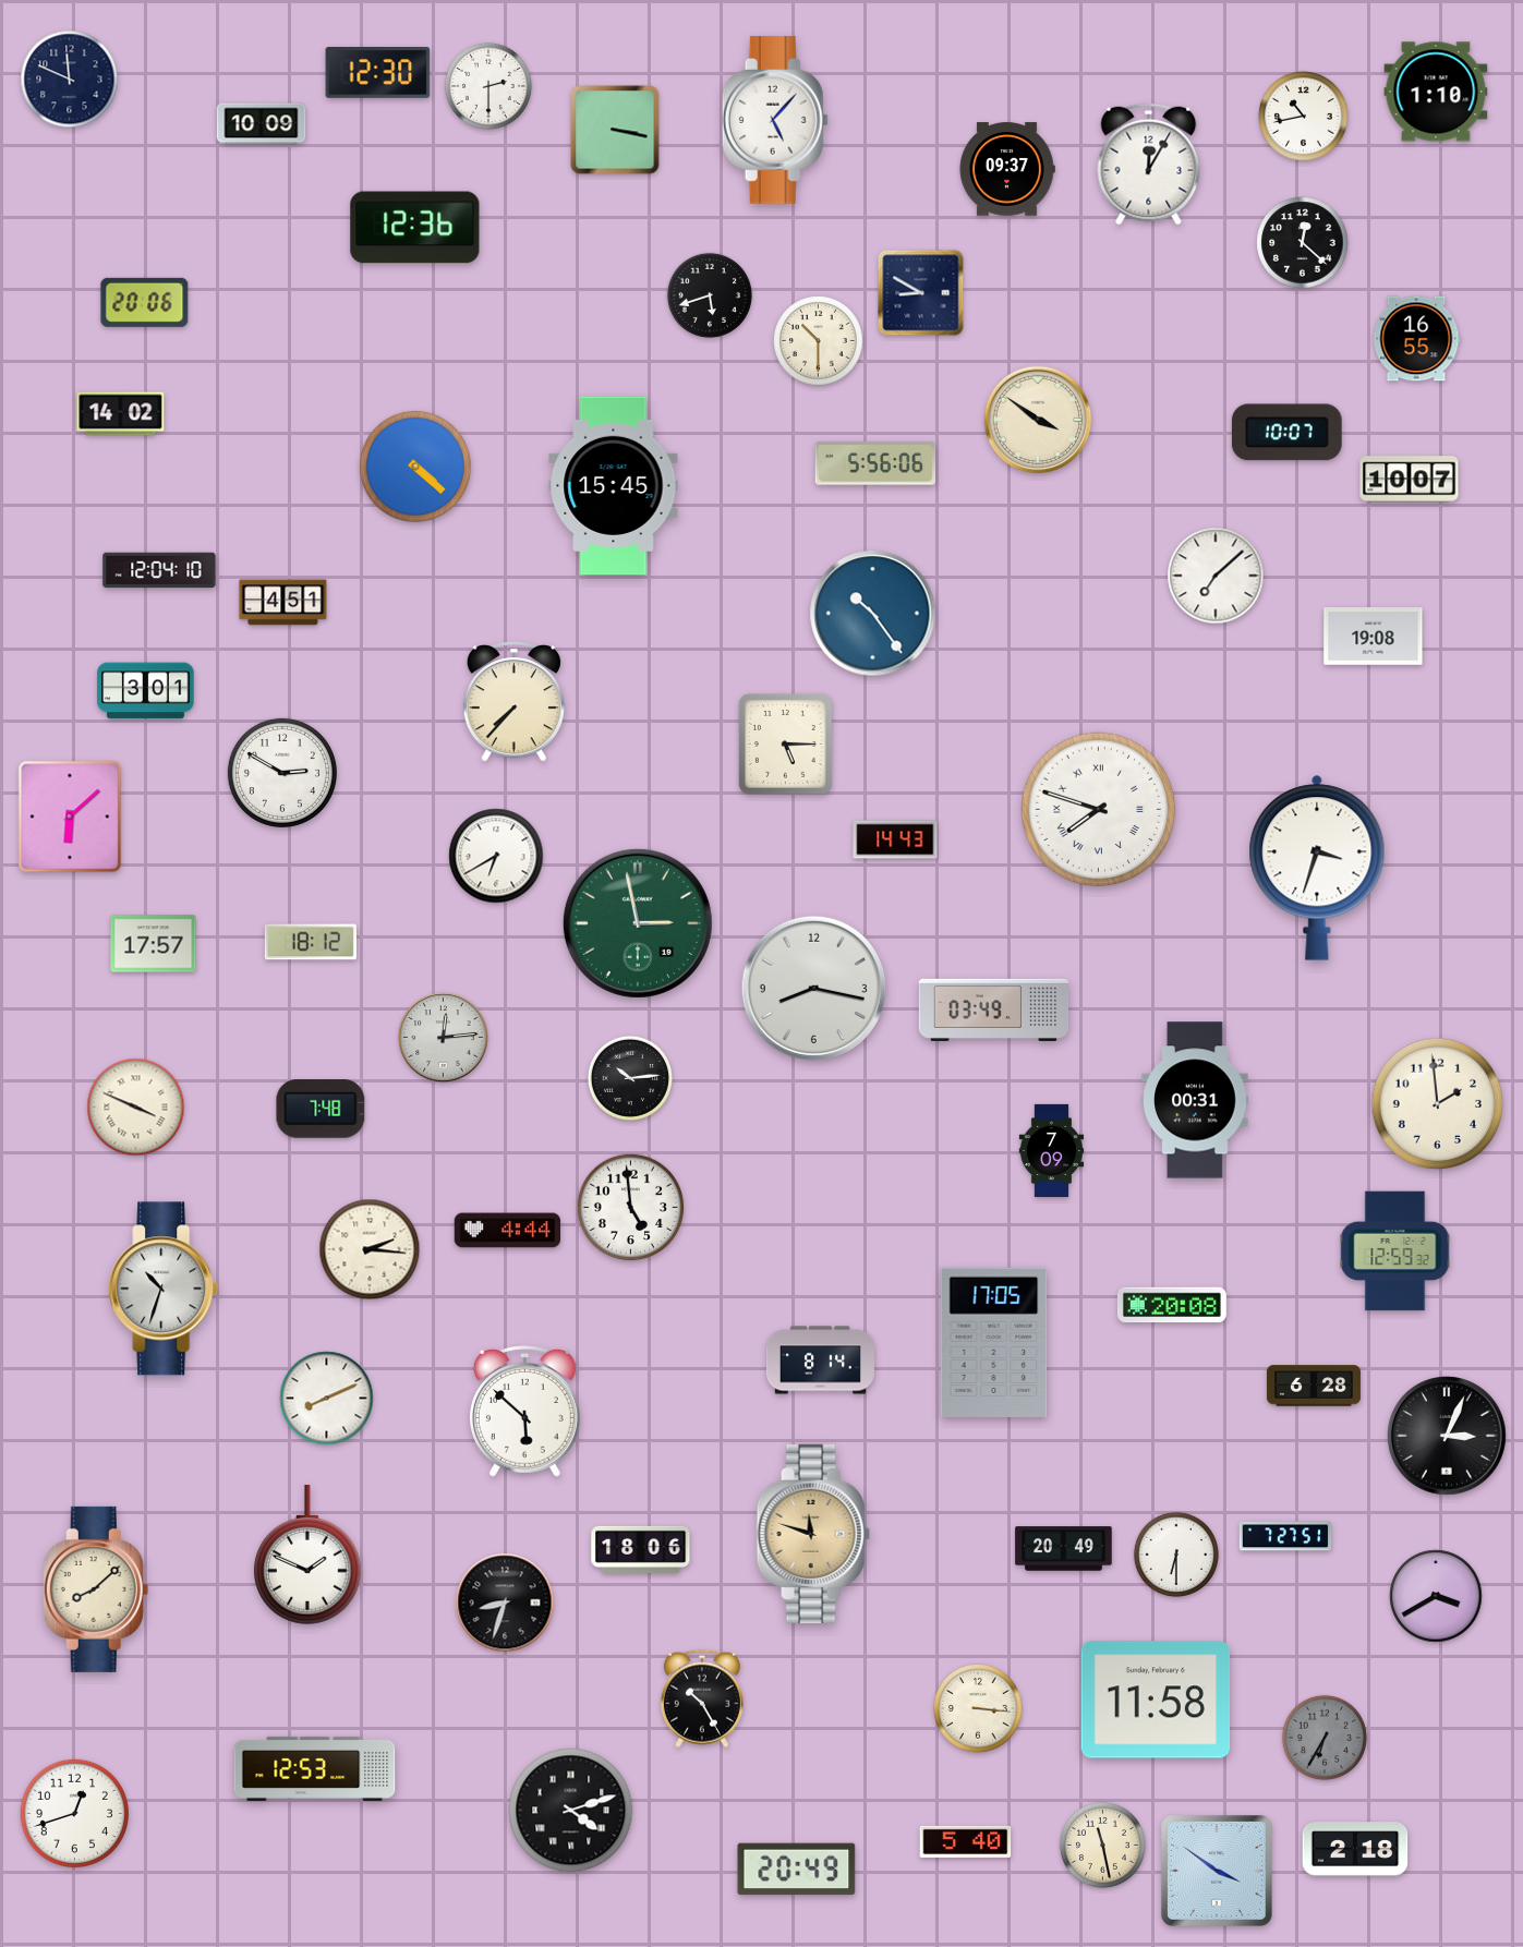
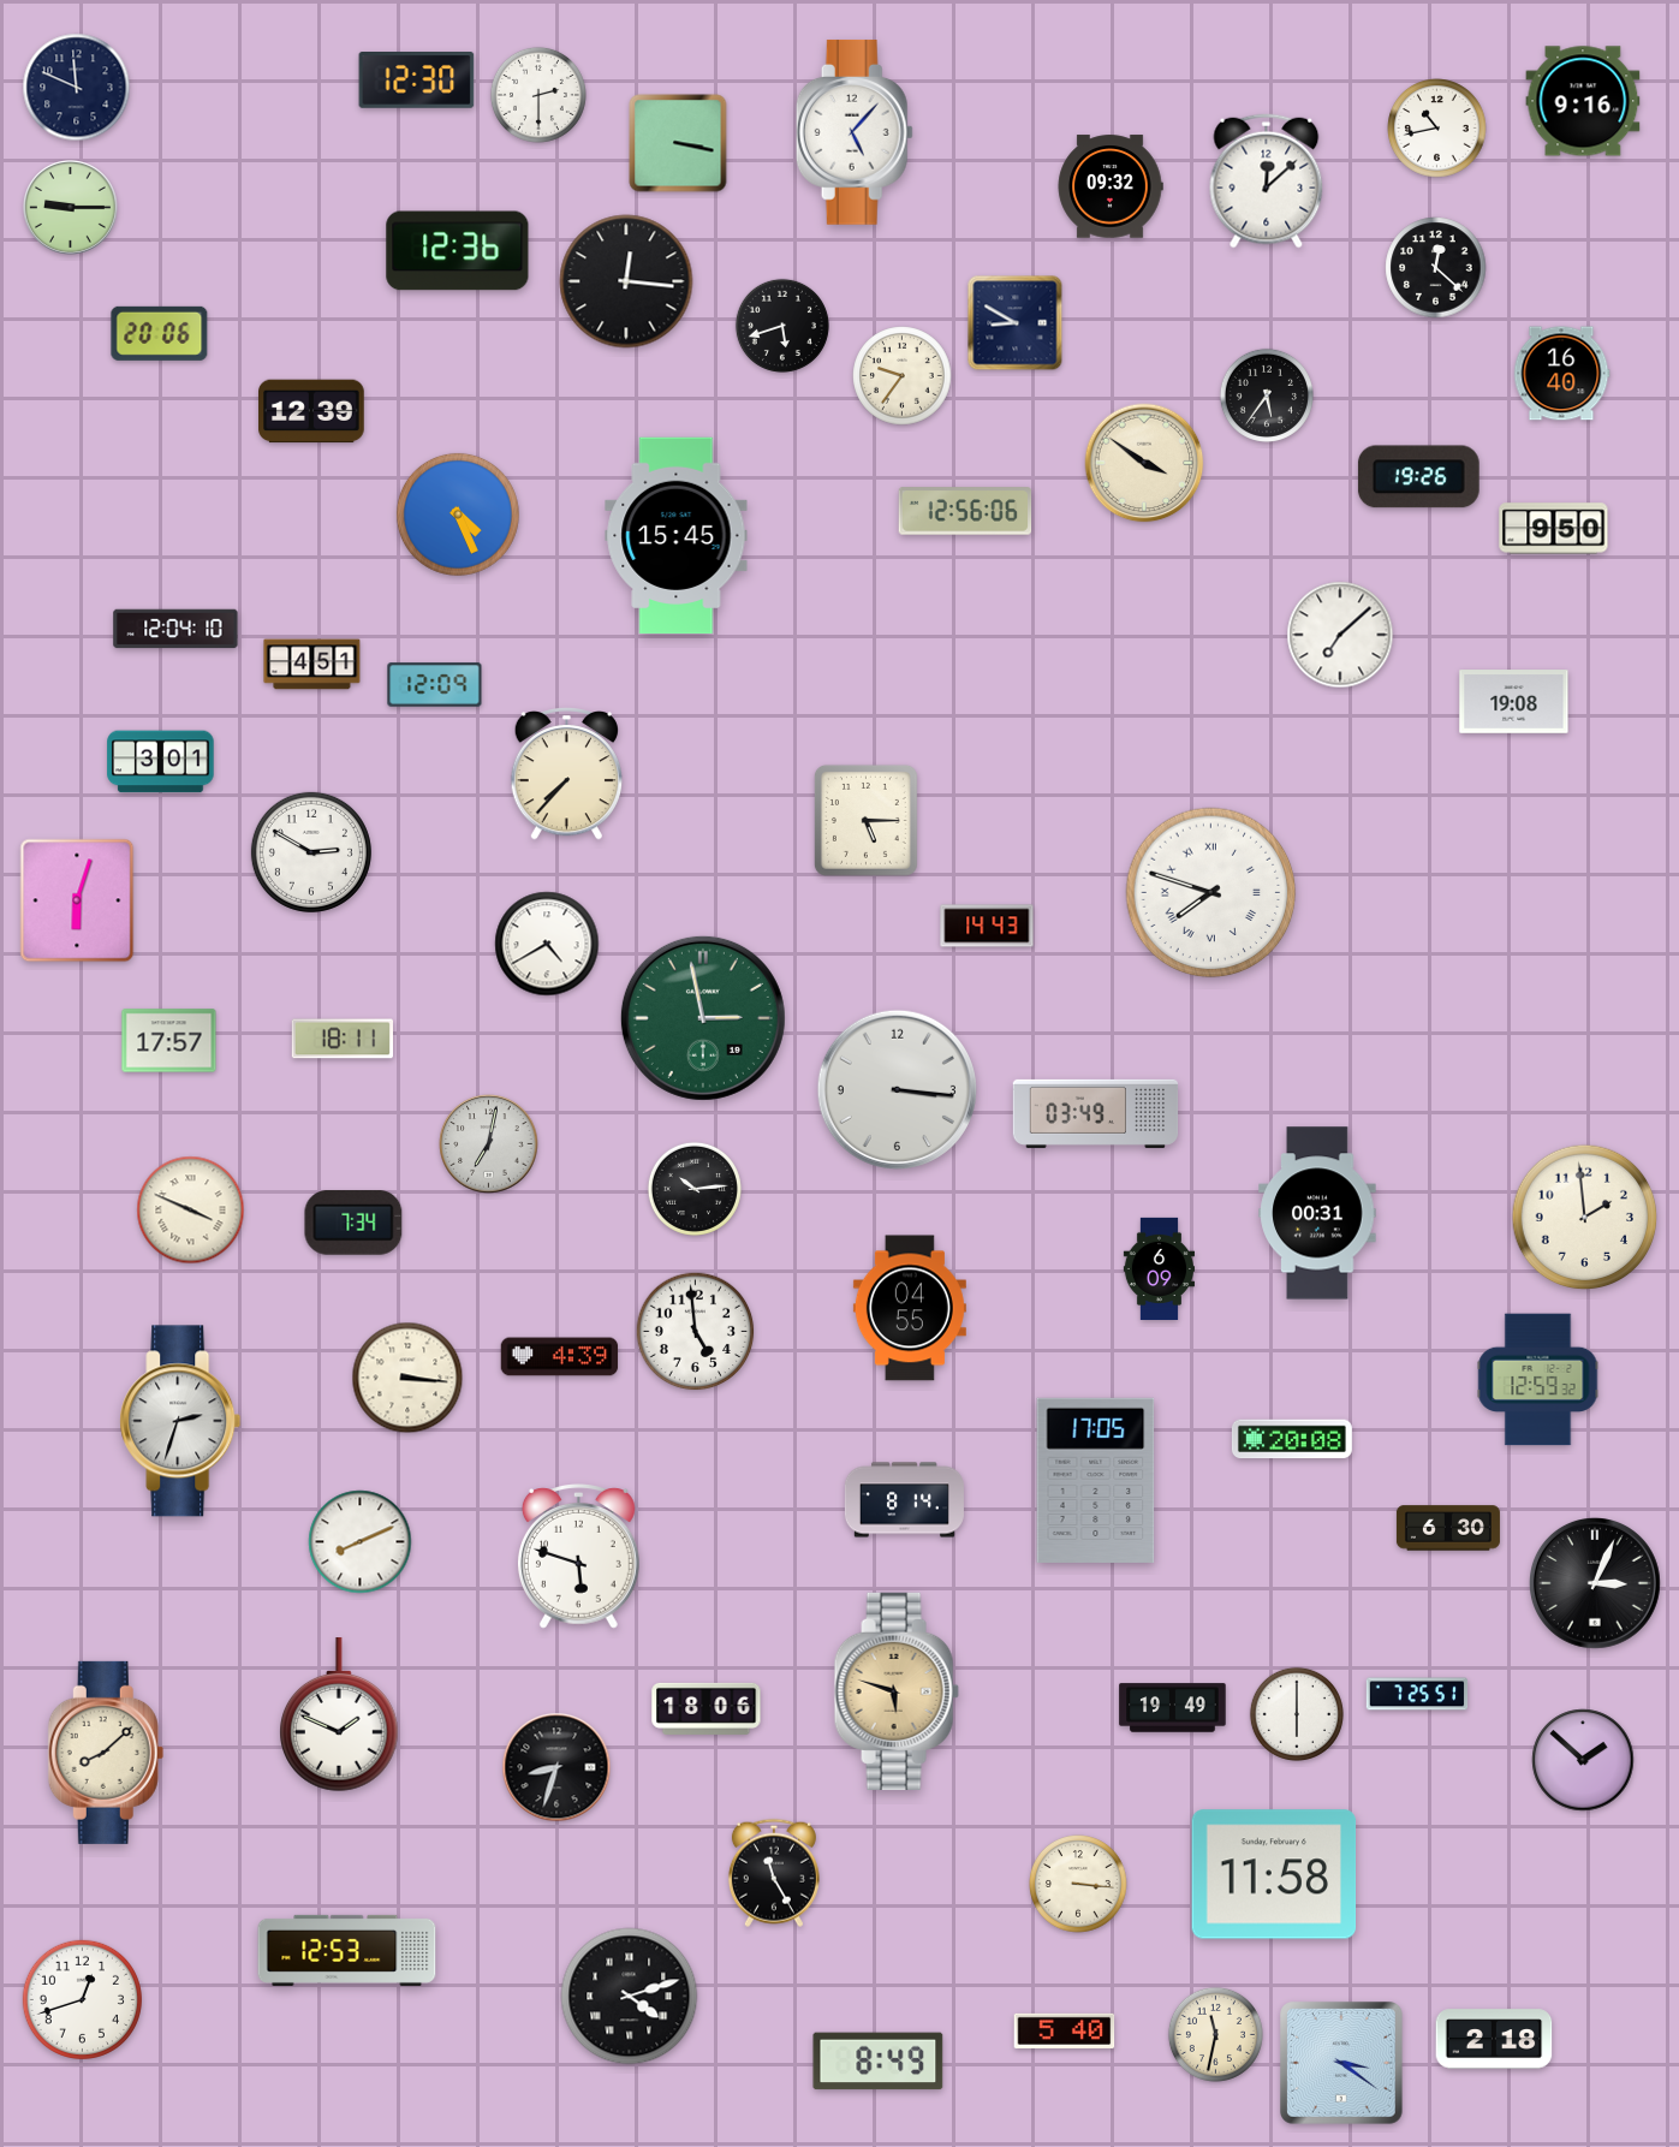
clock at (1436, 92): 1:10 -> 9:16
clock at (262, 124): 10:09 -> none
clock at (1149, 165): 12:05 -> 12:08
clock at (1007, 169): 09:37 -> 09:32
clock at (71, 208): none -> 9:15
clock at (626, 281): none -> 12:16
clock at (1417, 339): 16:55 -> 16:40
clock at (819, 341): 10:30 -> 9:36
clock at (1267, 395): none -> 5:36
clock at (311, 411): none -> 12:39
clock at (121, 414): 14:02 -> none
clock at (1286, 433): 10:07 -> 19:26
clock at (875, 463): 5:56 -> 12:56
clock at (415, 467): 4:22 -> 4:26
clock at (1410, 480): 10:07 -> 9:50
clock at (873, 614): 10:24 -> none
clock at (435, 685): none -> 12:09
clock at (70, 817): 6:08 -> 6:03
clock at (496, 856): 6:40 -> 4:40
clock at (1317, 868): 3:33 -> none
clock at (310, 942): 18:12 -> 18:11
clock at (813, 988): 8:17 -> 3:16
clock at (444, 1038): 12:14 -> 7:02
clock at (136, 1108) position: (136, 1108) -> (191, 1211)
clock at (321, 1109): 7:48 -> 7:34
clock at (1051, 1150): 7:09 -> 6:09
clock at (910, 1308): none -> 04:55
clock at (508, 1231): 4:44 -> 4:39
clock at (370, 1249): 2:16 -> 3:16
clock at (164, 1289): 10:33 -> 2:33
clock at (1314, 1386): 6:28 -> 6:30
clock at (524, 1412): 5:52 -> 5:48
clock at (813, 1534): 11:48 -> 5:48
clock at (1285, 1536): 7:27 -> 7:25
clock at (1064, 1549): 20:49 -> 19:49
clock at (1176, 1555): 6:30 -> 6:00
clock at (1436, 1596): 3:40 -> 1:52
clock at (702, 1698): 10:25 -> 11:25
clock at (1325, 1738): 6:35 -> none
clock at (1102, 1845): 11:28 -> 11:32
clock at (797, 1870): 20:49 -> 8:49
clock at (1218, 1872): 3:51 -> 3:21
